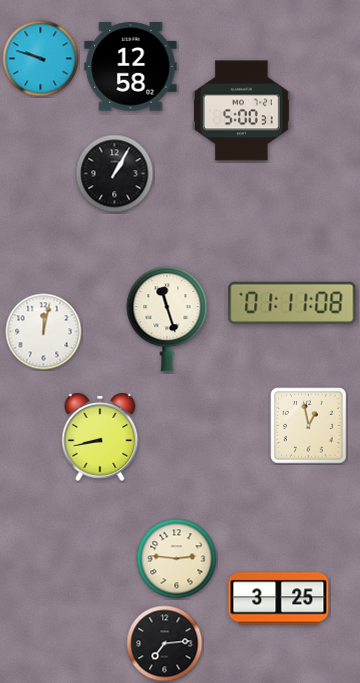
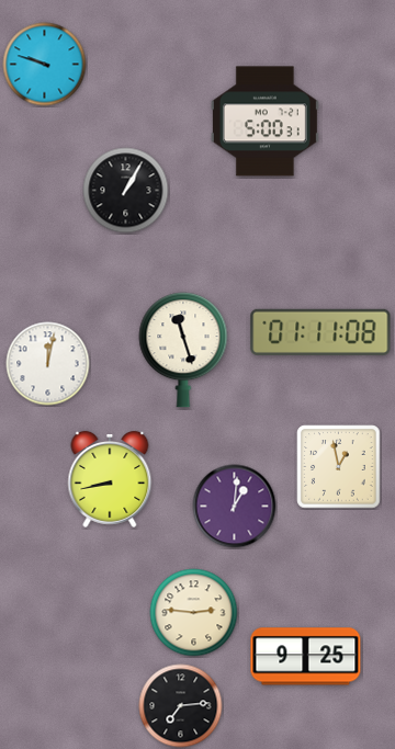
clock at (131, 67): 12:58 -> none
clock at (235, 507): none -> 1:01
clock at (279, 599): 3:25 -> 9:25
